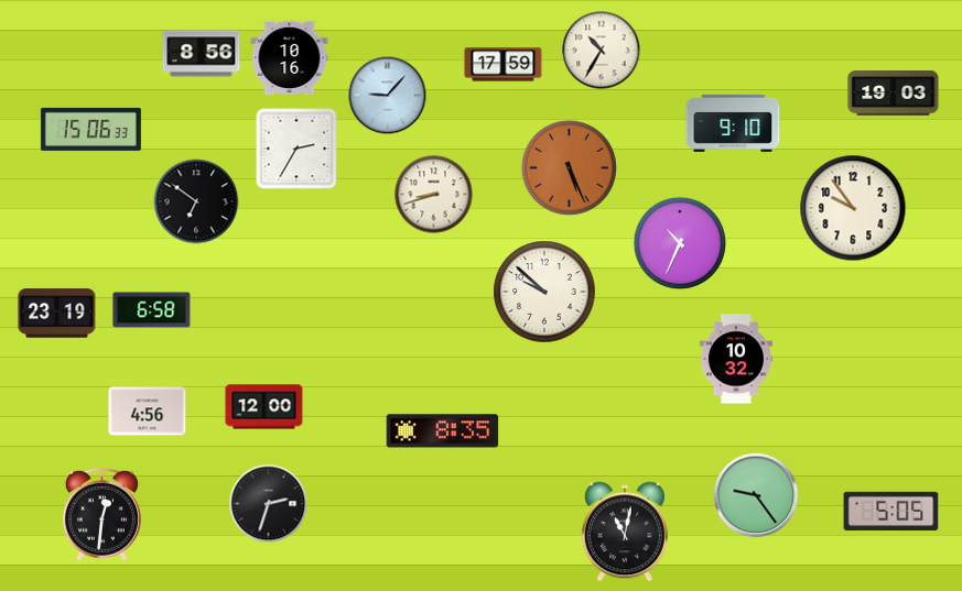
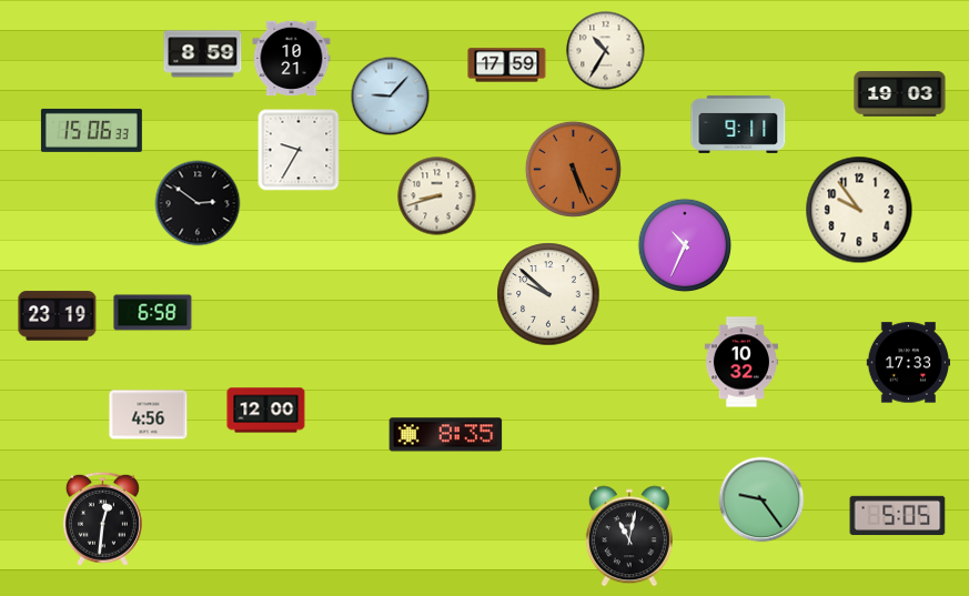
clock at (202, 54): 8:56 -> 8:59
clock at (290, 58): 10:16 -> 10:21
clock at (733, 123): 9:10 -> 9:11
clock at (296, 149): 2:35 -> 9:35
clock at (196, 201): 6:51 -> 2:51
clock at (908, 363): none -> 17:33
clock at (269, 504): 2:33 -> none
